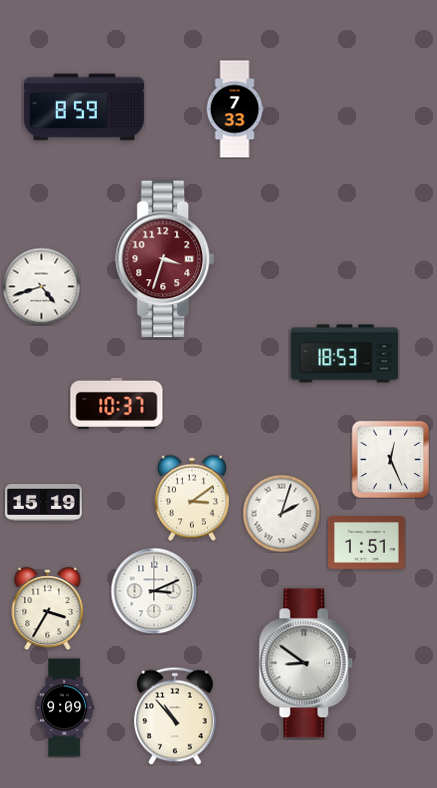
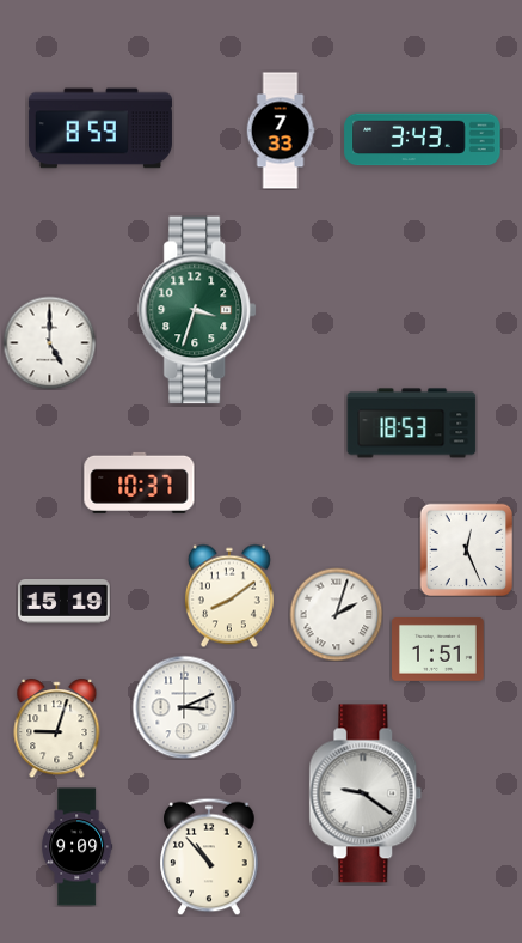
clock at (423, 140): none -> 3:43
clock at (166, 259) dial: burgundy -> green
clock at (41, 286): 4:42 -> 5:00
clock at (192, 498): 3:09 -> 8:09
clock at (44, 502) position: (44, 502) -> (65, 601)
clock at (48, 609): 3:35 -> 9:03
clock at (306, 663): 8:51 -> 9:21
